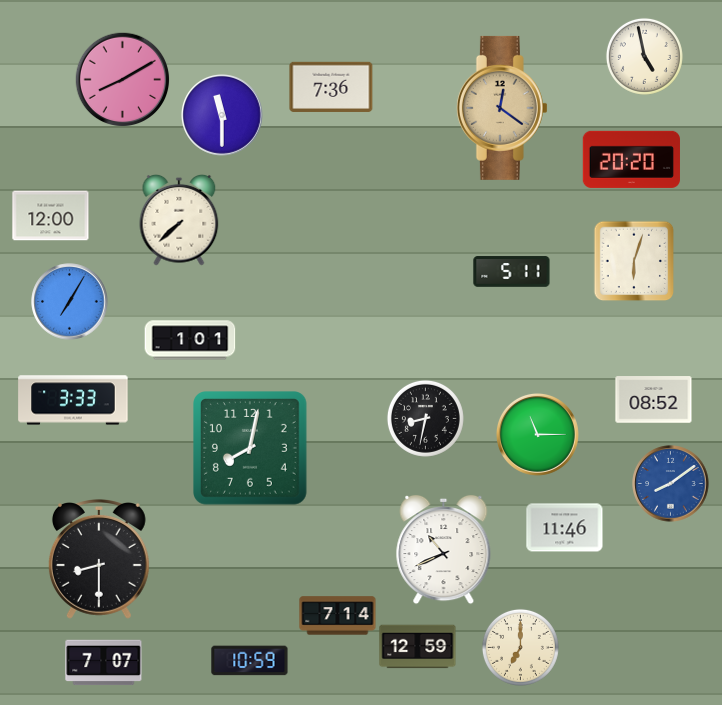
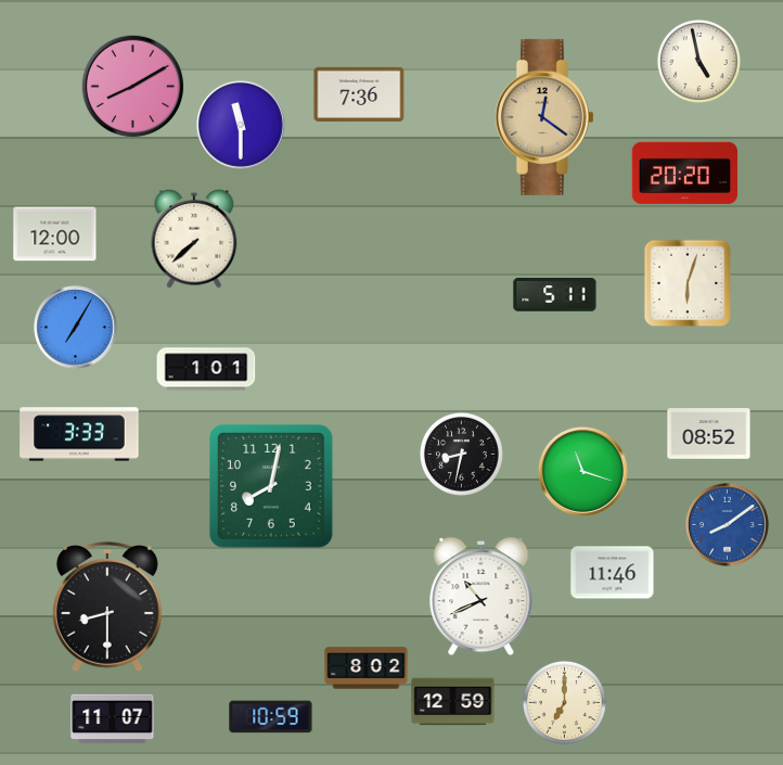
clock at (537, 434): 11:15 -> 11:18
clock at (338, 616): 7:14 -> 8:02
clock at (104, 663): 7:07 -> 11:07
